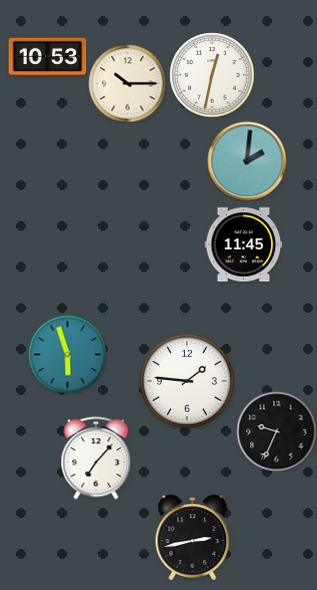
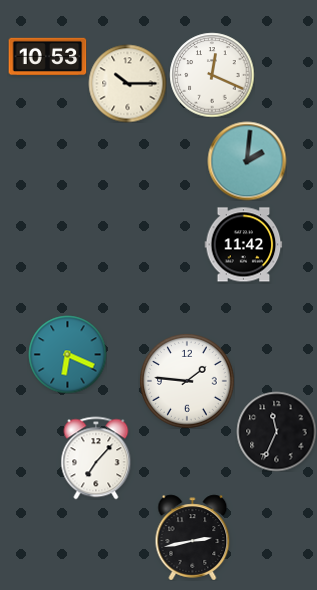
clock at (212, 75): 12:32 -> 12:19
clock at (243, 245): 11:45 -> 11:42
clock at (67, 354): 5:57 -> 6:19
clock at (276, 431): 9:34 -> 11:34
